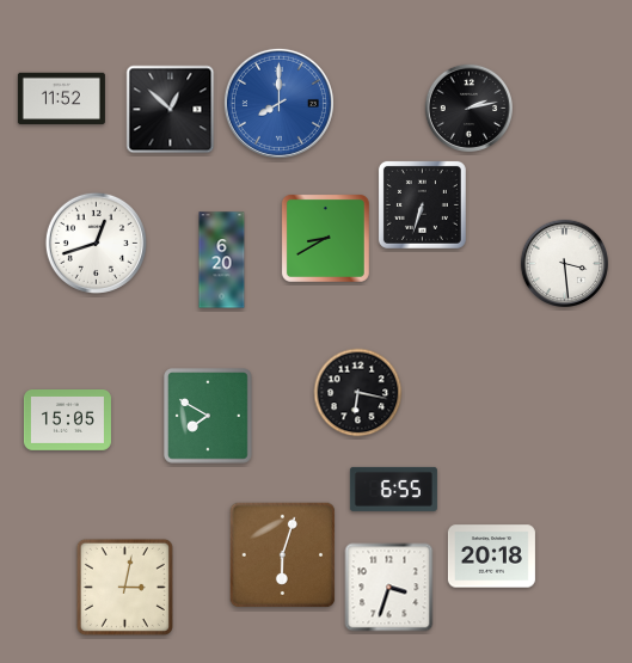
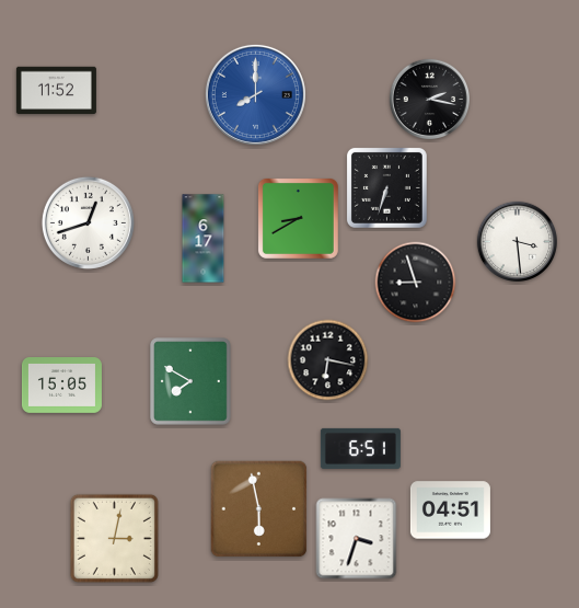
clock at (468, 108): 2:13 -> 2:17
clock at (171, 110): 12:52 -> none
clock at (222, 260): 6:20 -> 6:17
clock at (416, 283): none -> 8:57
clock at (393, 489): 6:55 -> 6:51
clock at (283, 555): 6:03 -> 5:58
clock at (491, 557): 20:18 -> 04:51
